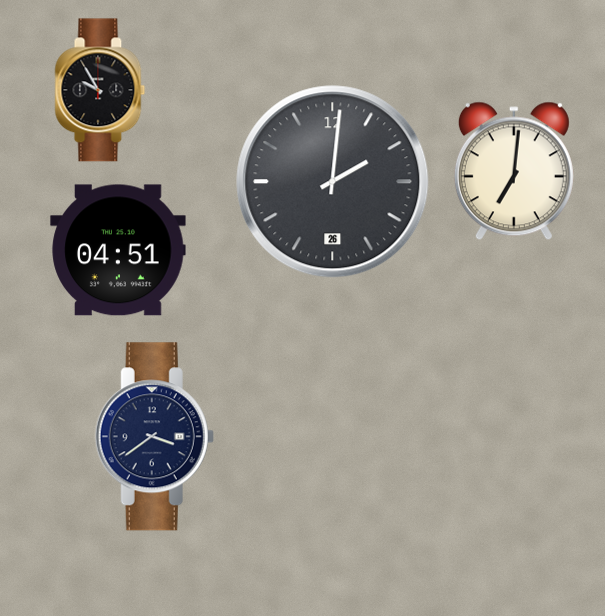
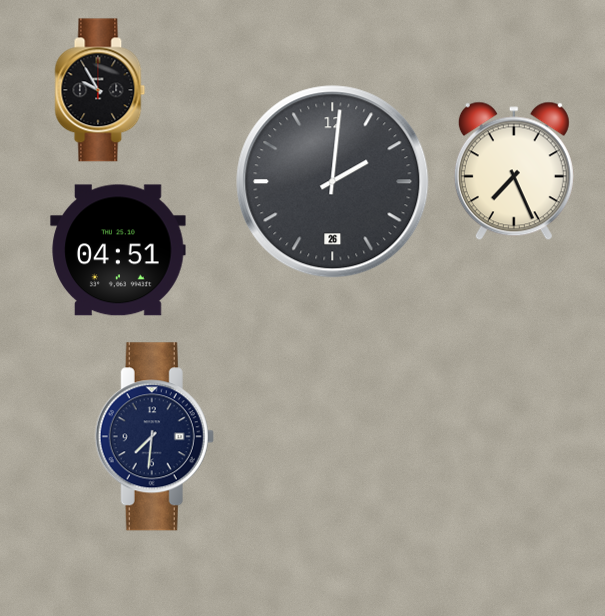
clock at (514, 171): 7:01 -> 7:26
clock at (154, 437): 3:39 -> 7:31
